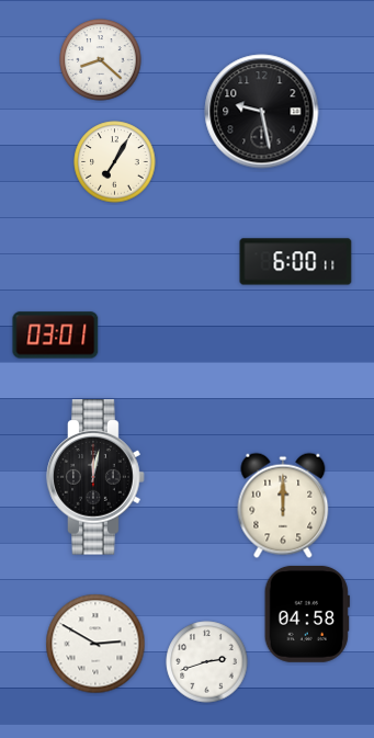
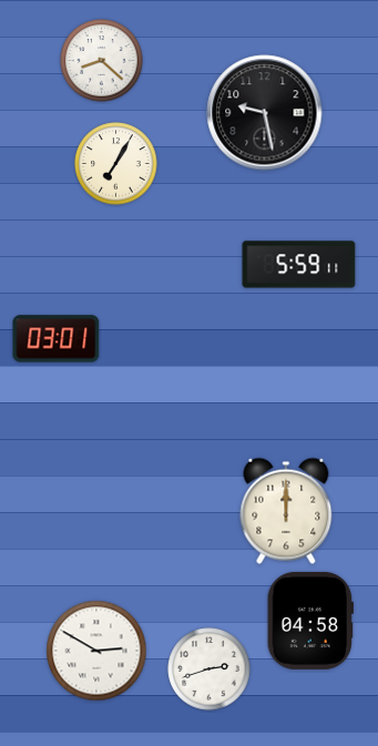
clock at (296, 262): 6:00 -> 5:59
clock at (95, 477): 12:02 -> none
